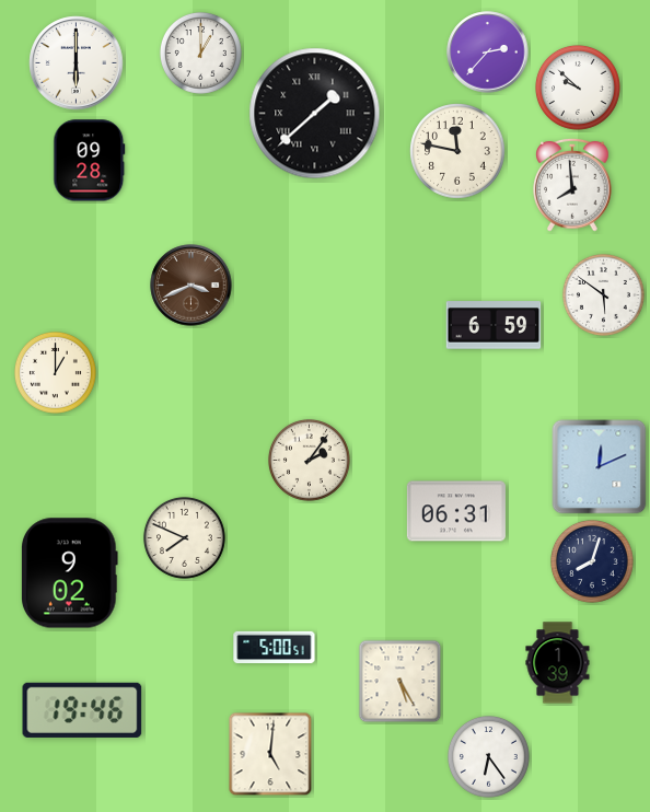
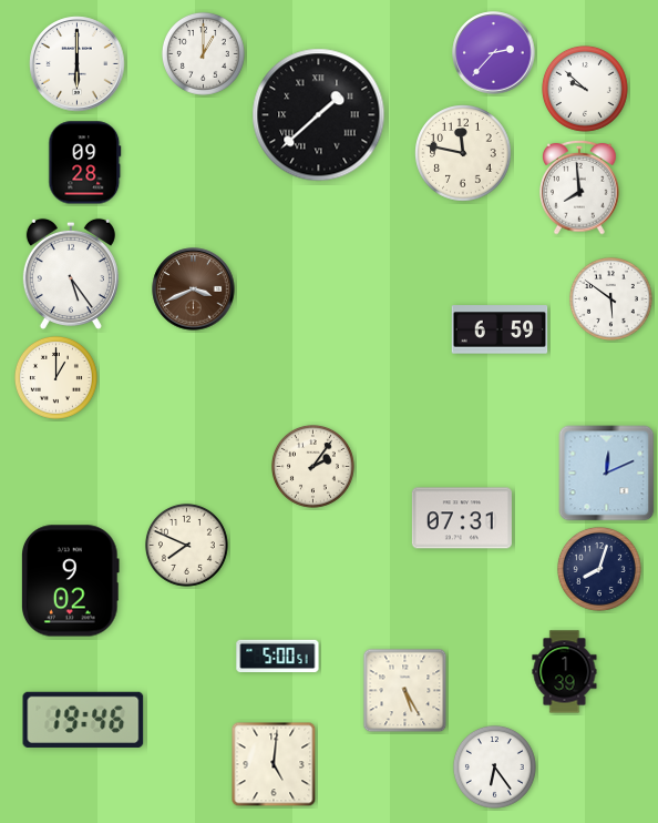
clock at (90, 161) position: (90, 161) -> (85, 163)
clock at (71, 274): none -> 5:24
clock at (456, 511): 06:31 -> 07:31
